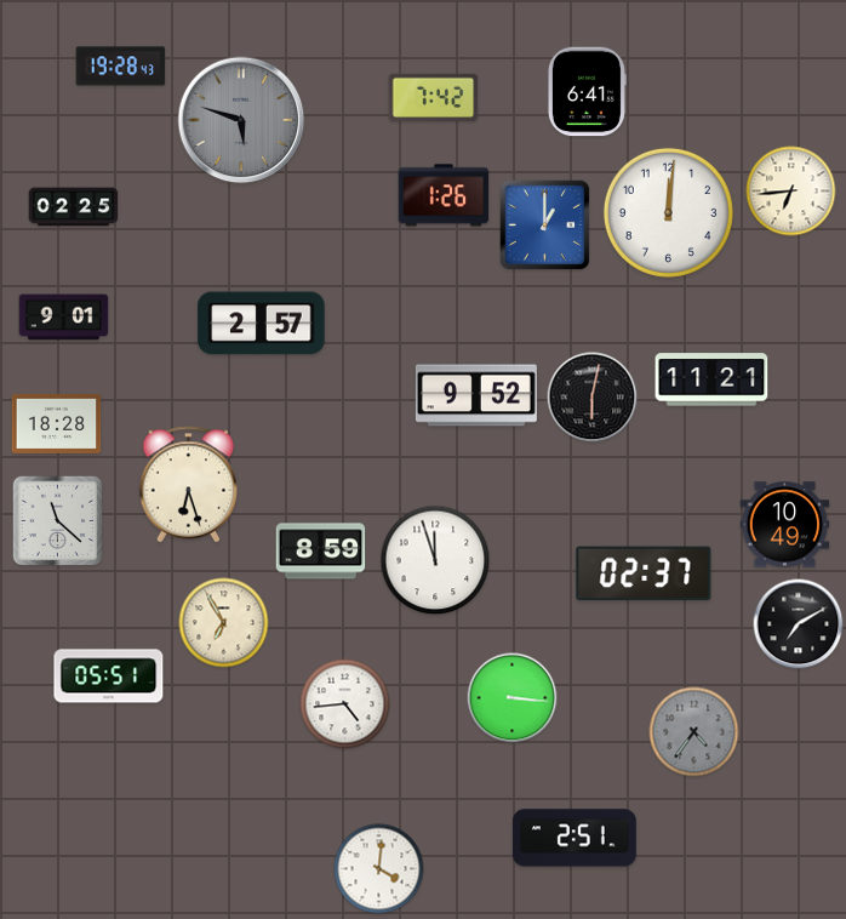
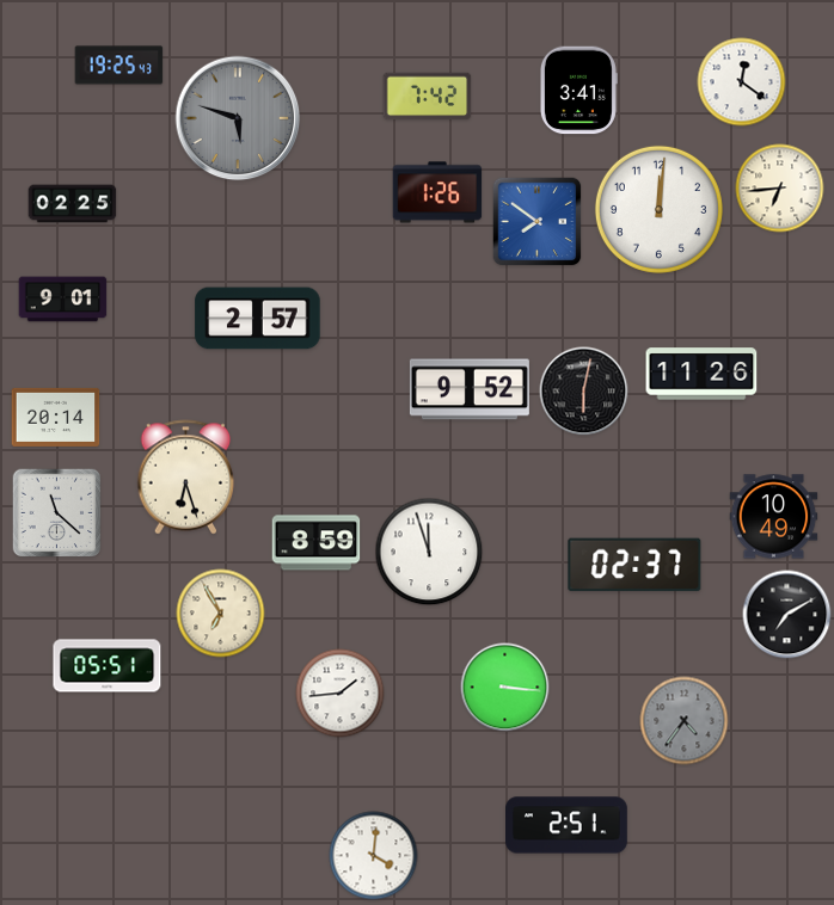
clock at (121, 67): 19:28 -> 19:25
clock at (742, 82): none -> 12:21
clock at (587, 92): 6:41 -> 3:41
clock at (545, 226): 1:00 -> 7:51
clock at (64, 318) position: (64, 318) -> (63, 300)
clock at (711, 379): 11:21 -> 11:26
clock at (57, 423): 18:28 -> 20:14
clock at (345, 704): 4:44 -> 1:44
